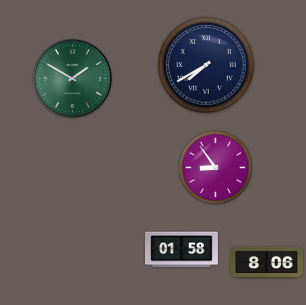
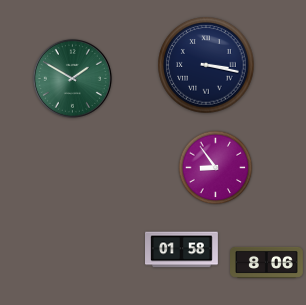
clock at (206, 65): 7:40 -> 3:17
